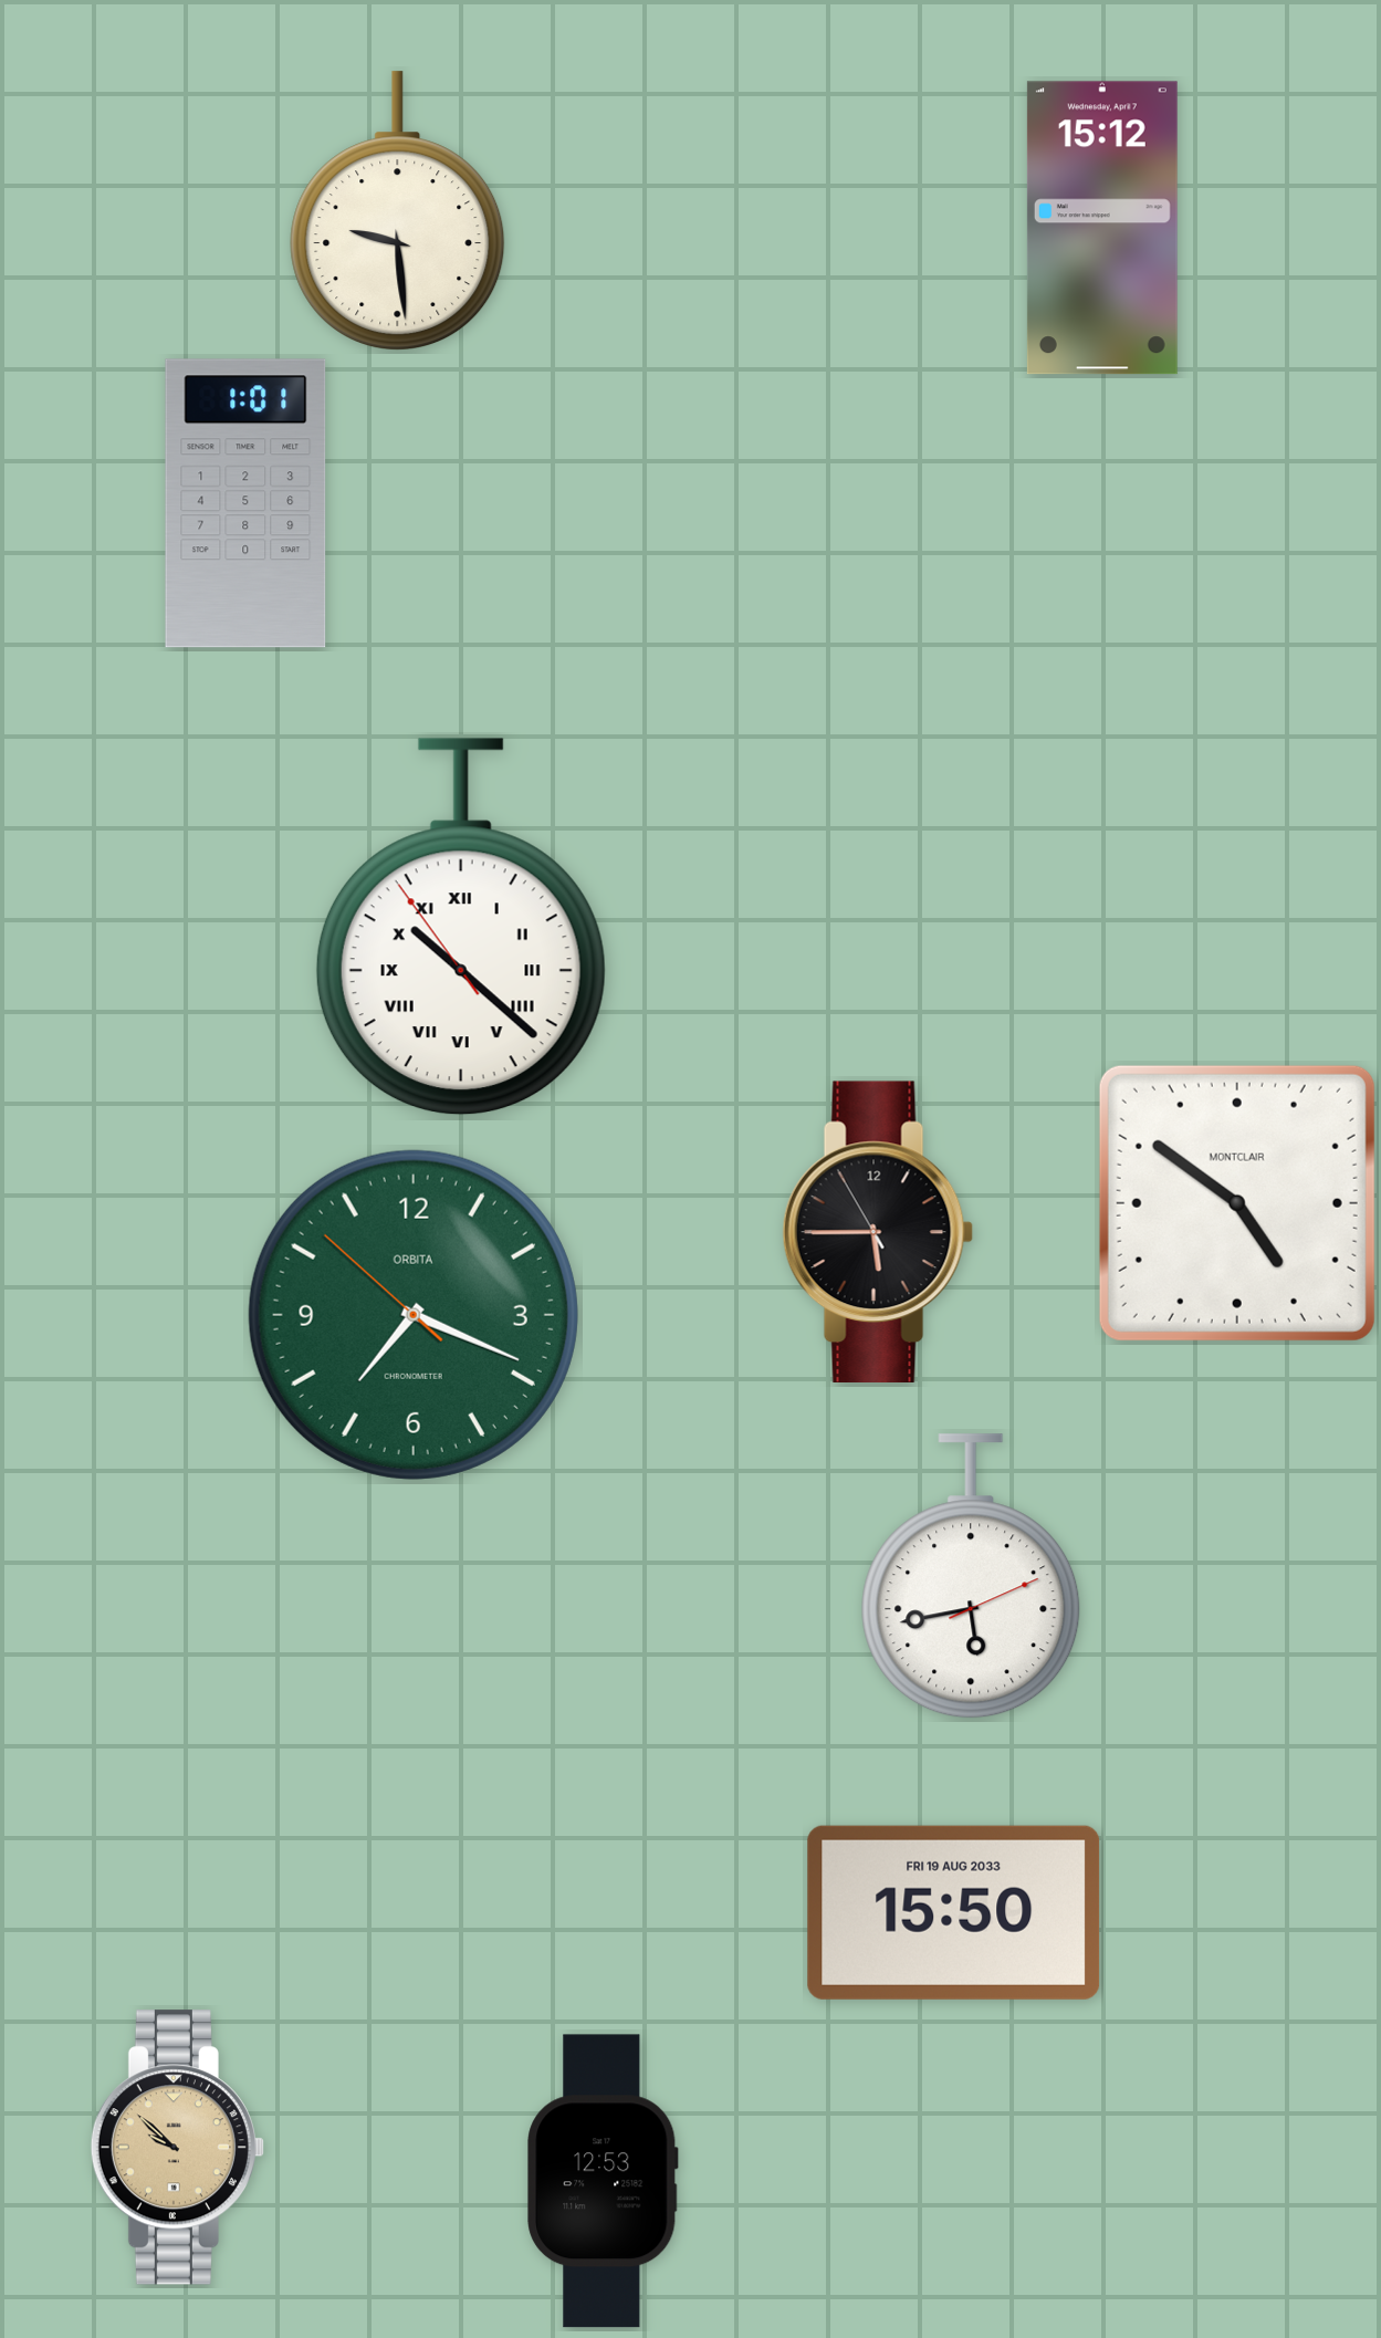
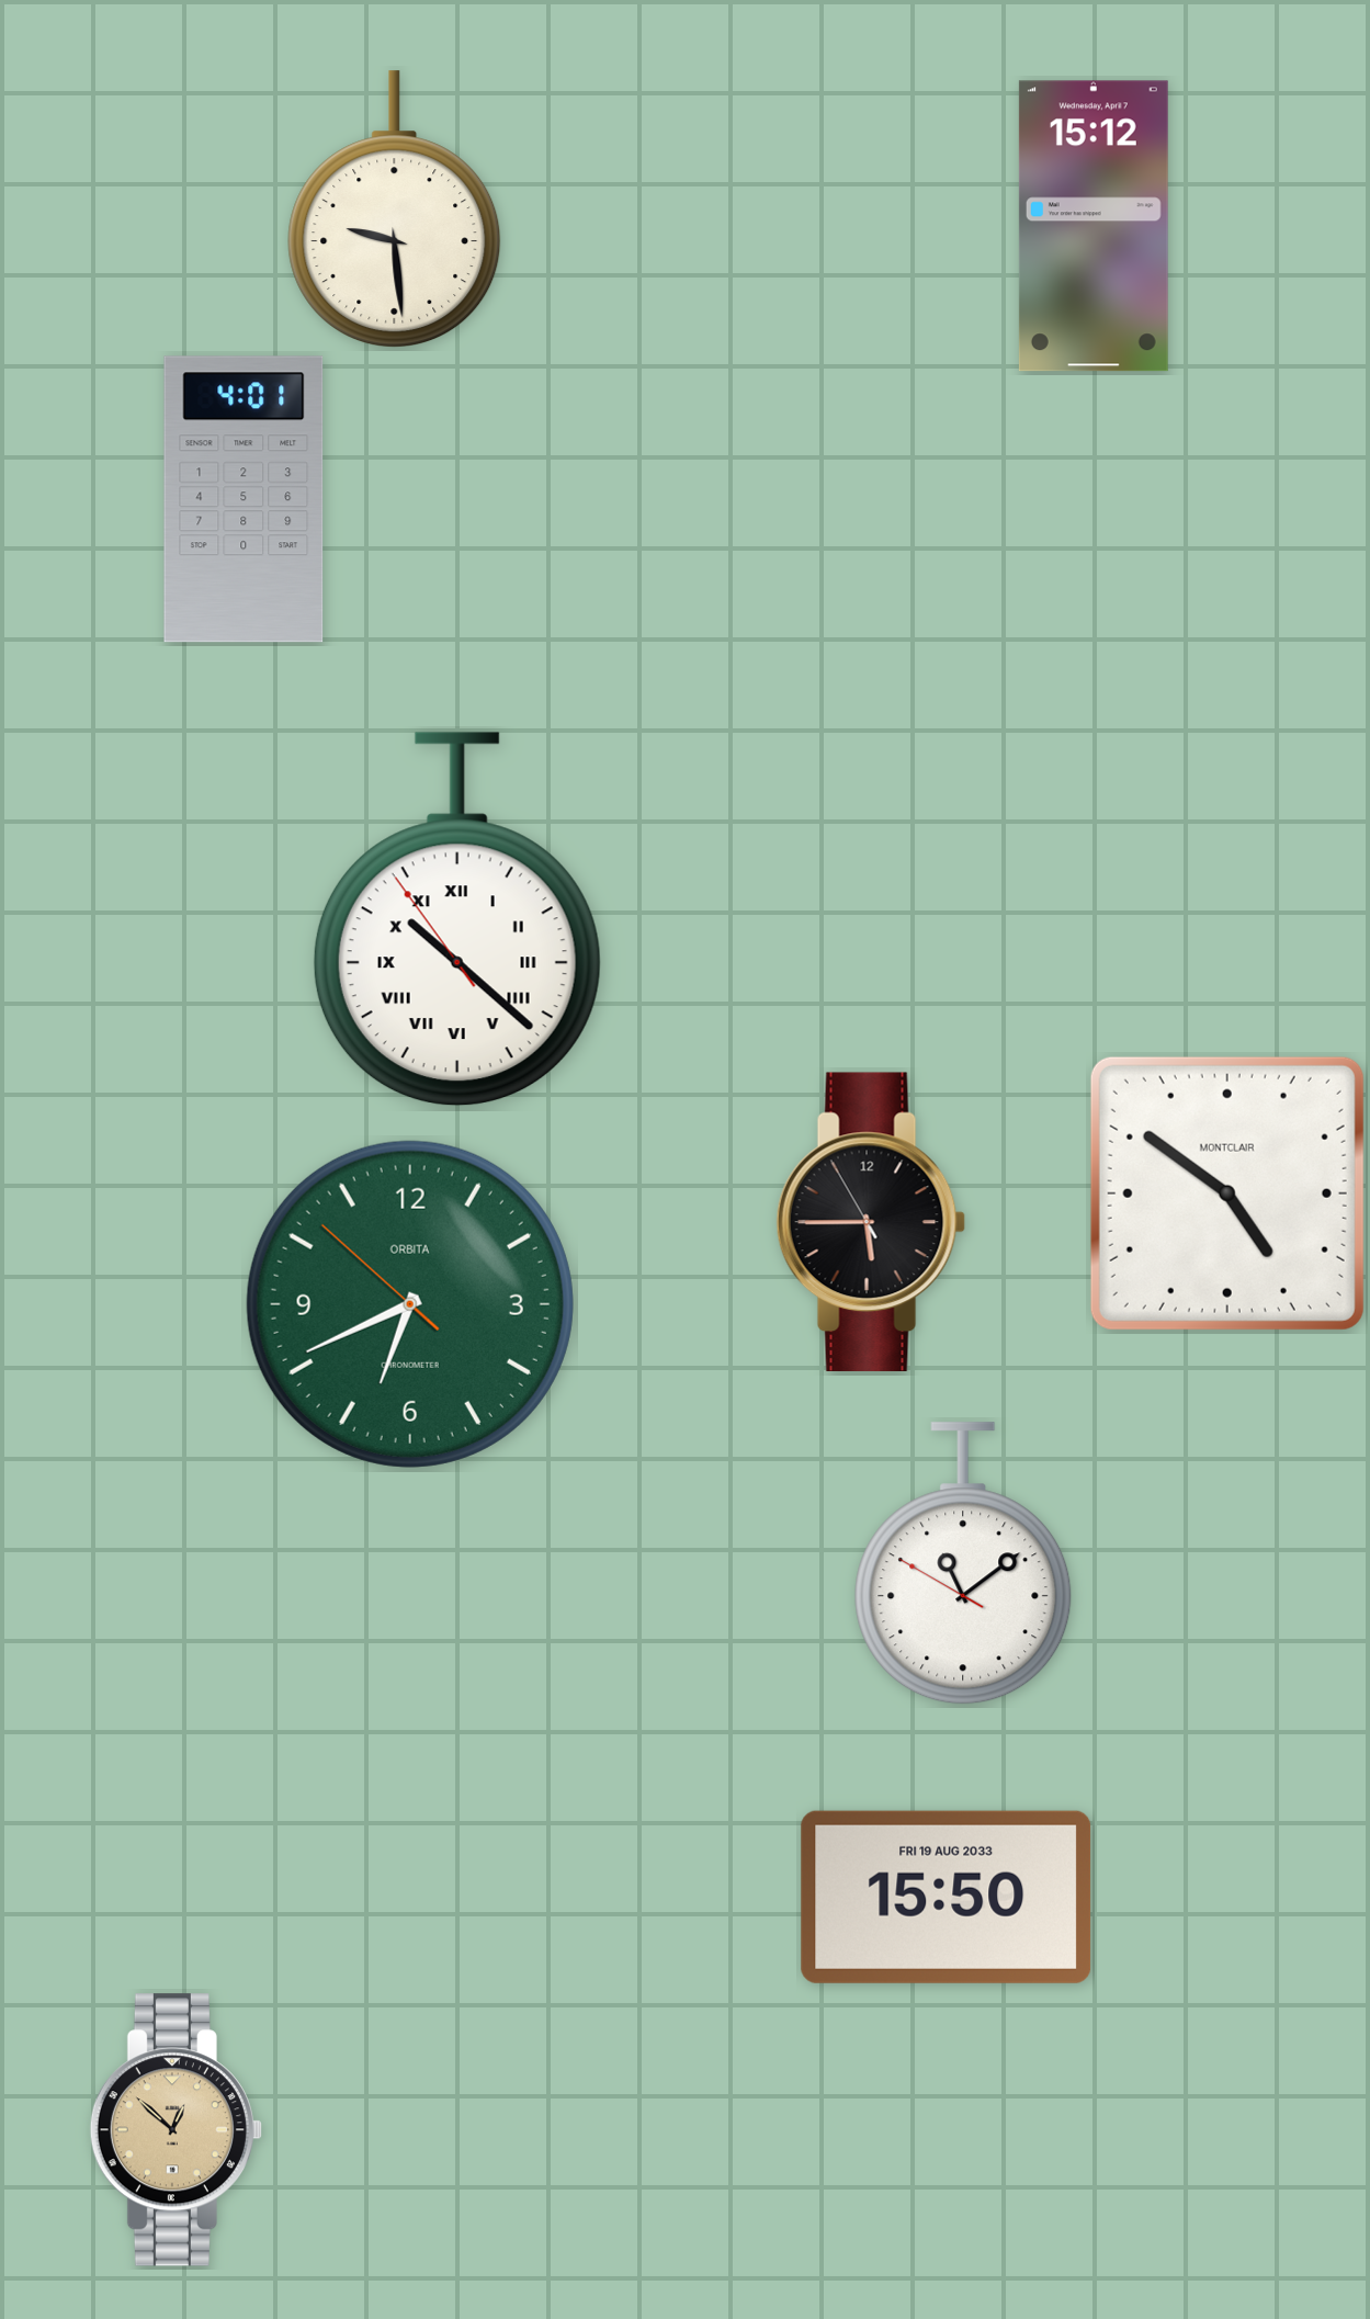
clock at (245, 503): 1:01 -> 4:01
clock at (414, 1315): 7:18 -> 6:40
clock at (971, 1577): 5:43 -> 11:08
clock at (177, 2148): 9:52 -> 12:52
clock at (603, 2181): 12:53 -> none
